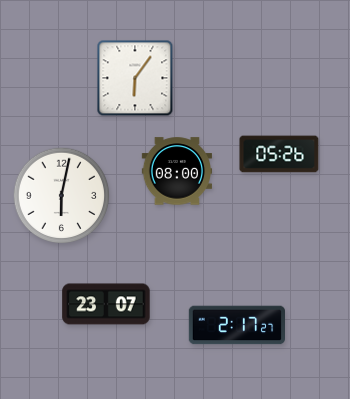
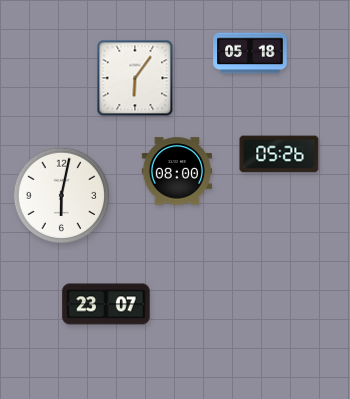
clock at (250, 53): none -> 05:18
clock at (237, 325): 2:17 -> none
